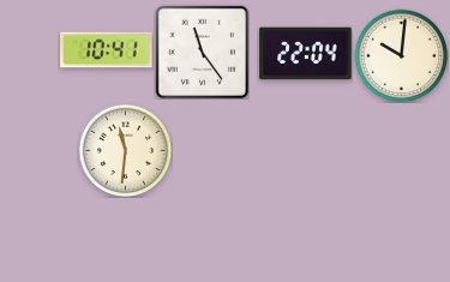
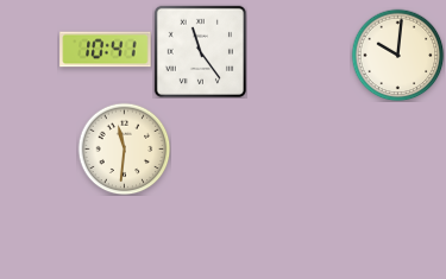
clock at (306, 54): 22:04 -> none
